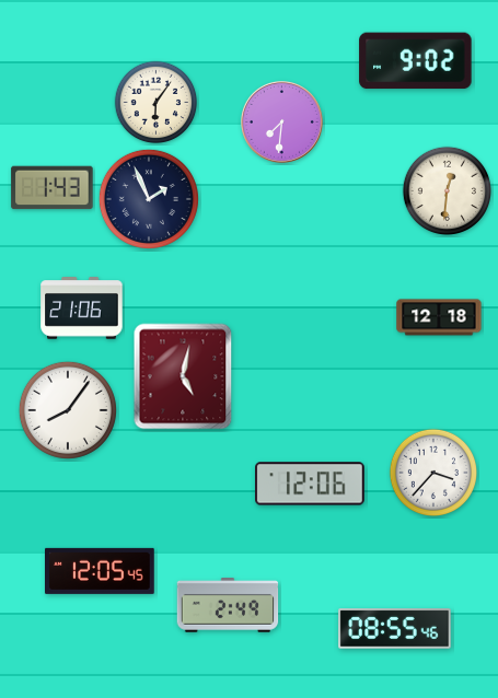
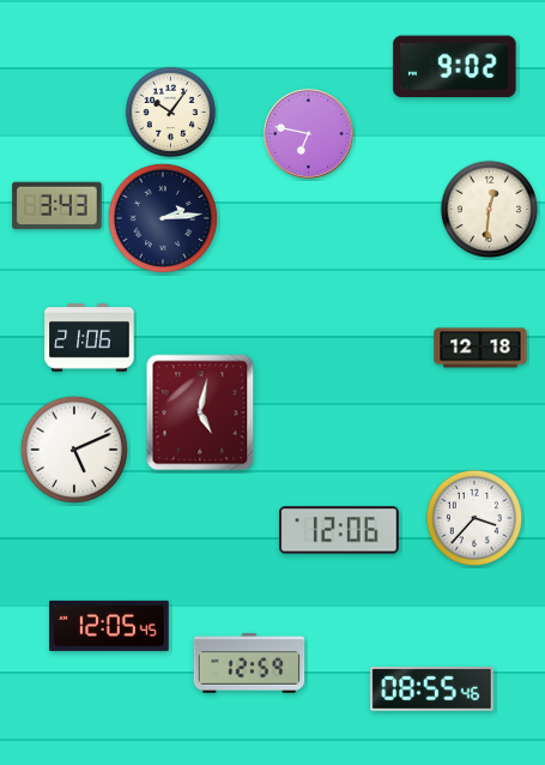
clock at (157, 103): 6:06 -> 10:06
clock at (281, 121): 7:31 -> 6:47
clock at (53, 188): 1:43 -> 3:43
clock at (149, 199): 1:56 -> 2:14
clock at (68, 410): 8:06 -> 5:11
clock at (228, 605): 2:49 -> 12:59
